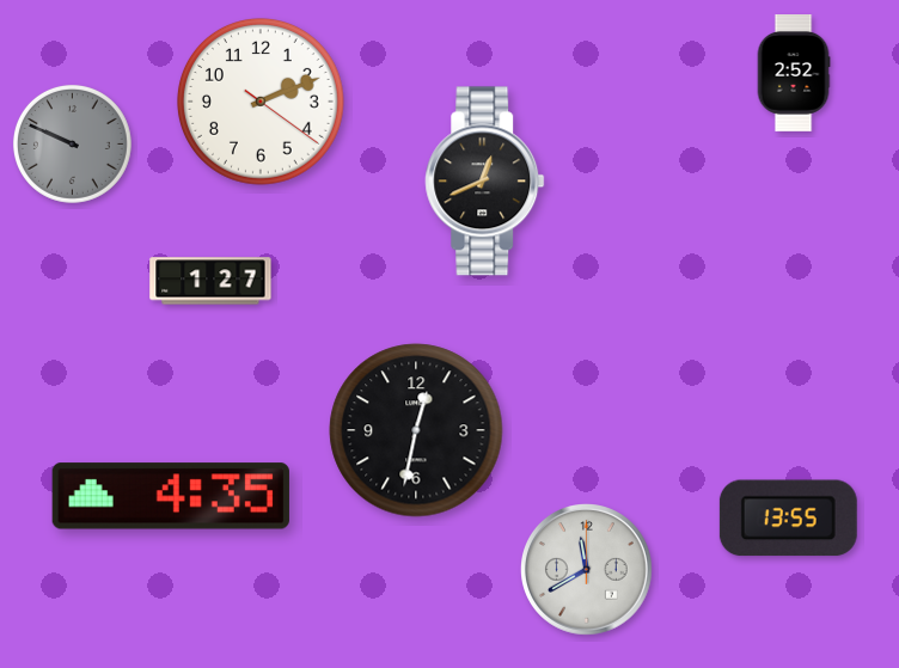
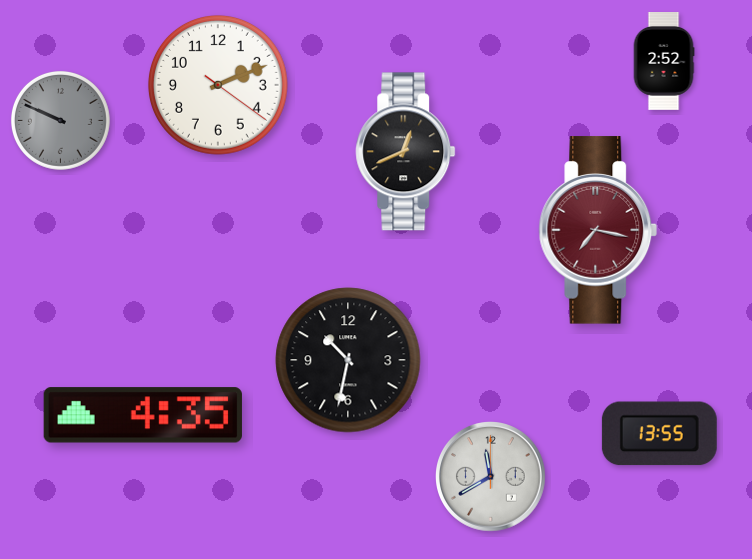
clock at (598, 230): none -> 7:17
clock at (210, 281): 1:27 -> none
clock at (416, 430): 12:32 -> 10:32
